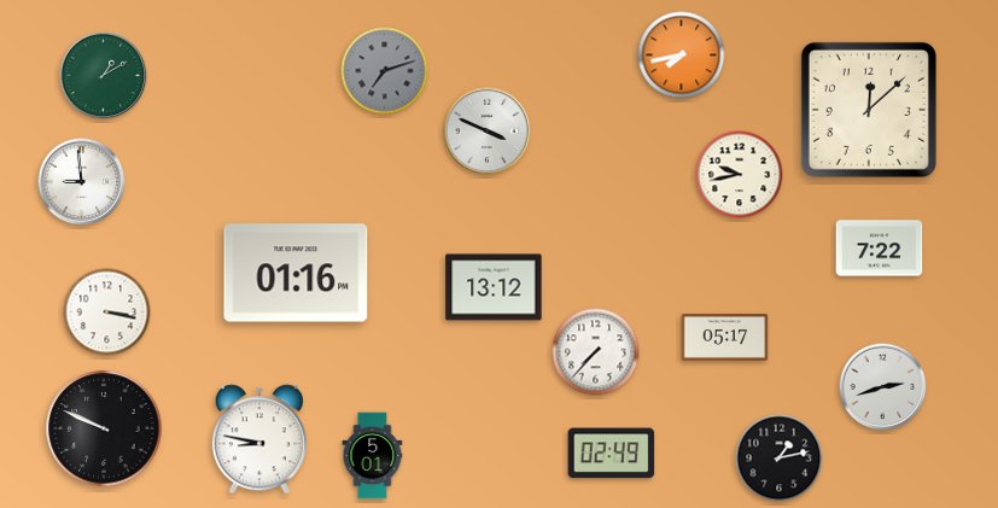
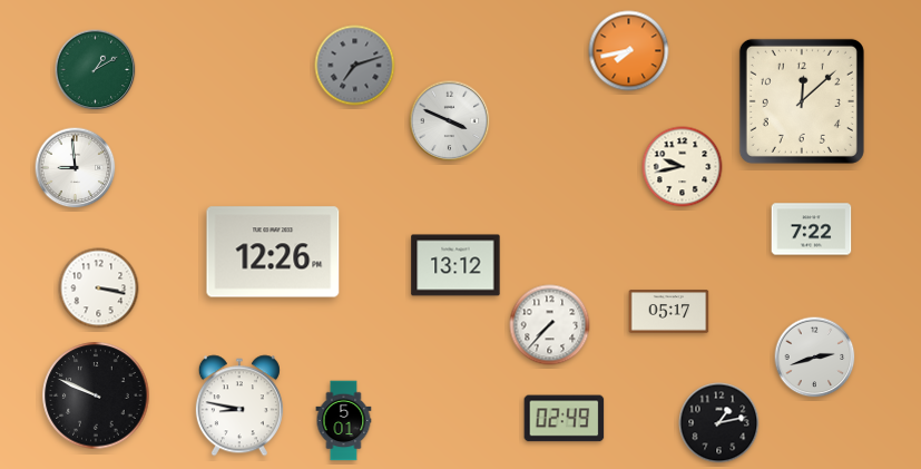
clock at (740, 175) position: (740, 175) -> (683, 167)
clock at (296, 273): 01:16 -> 12:26
